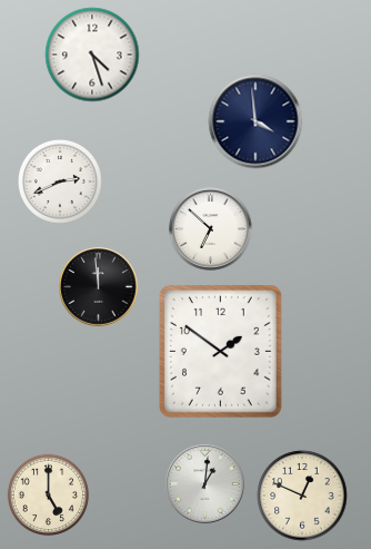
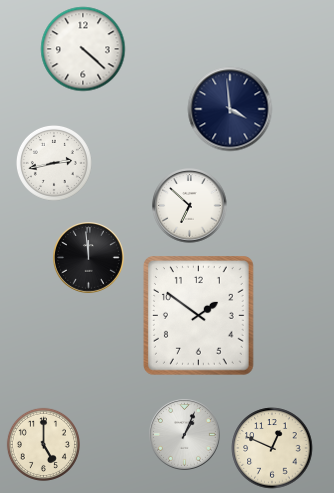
clock at (92, 55): 4:27 -> 4:22
clock at (60, 182): 2:41 -> 2:43
clock at (205, 484): 1:01 -> 1:04
clock at (302, 496) position: (302, 496) -> (272, 448)
